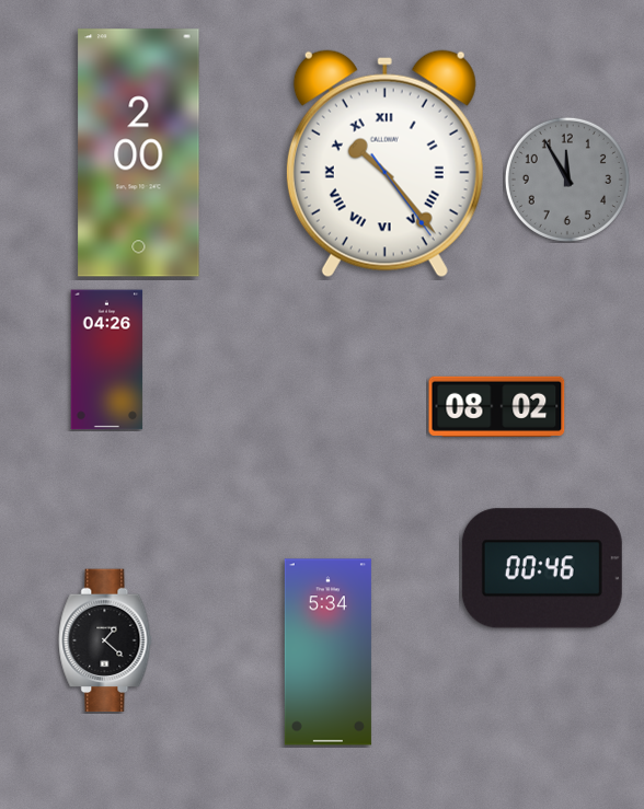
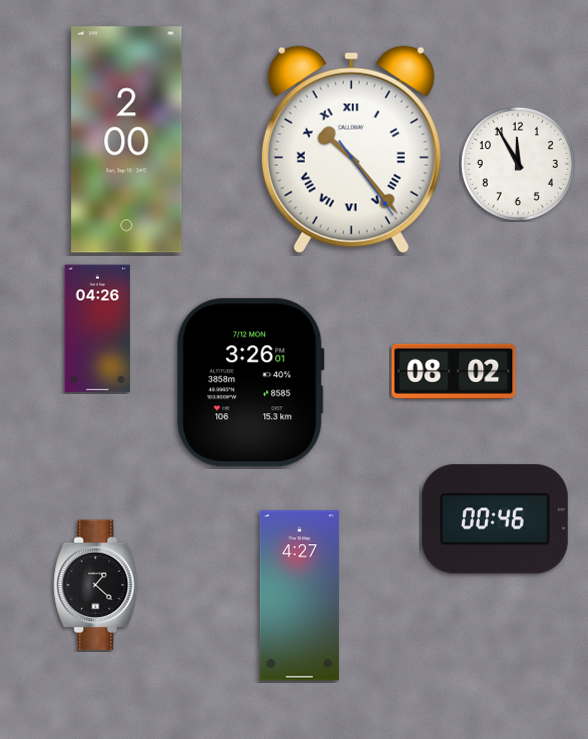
clock at (567, 180) dial: grey -> white
clock at (251, 383): none -> 3:26
clock at (327, 652): 5:34 -> 4:27
